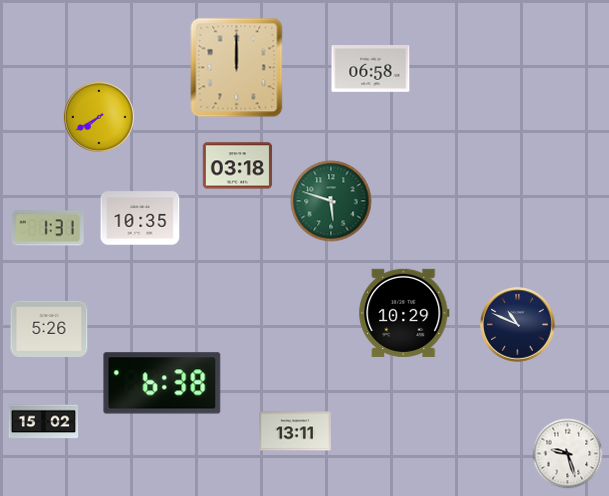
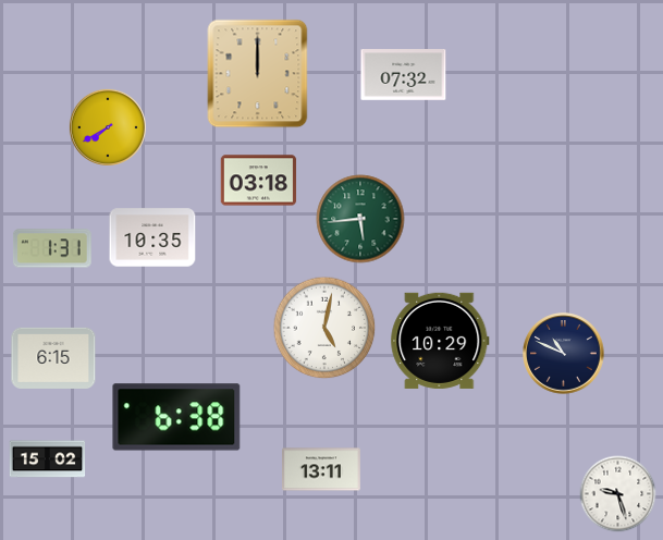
clock at (371, 69): 06:58 -> 07:32
clock at (331, 201): 5:48 -> 5:44
clock at (324, 328): none -> 5:02
clock at (49, 329): 5:26 -> 6:15
